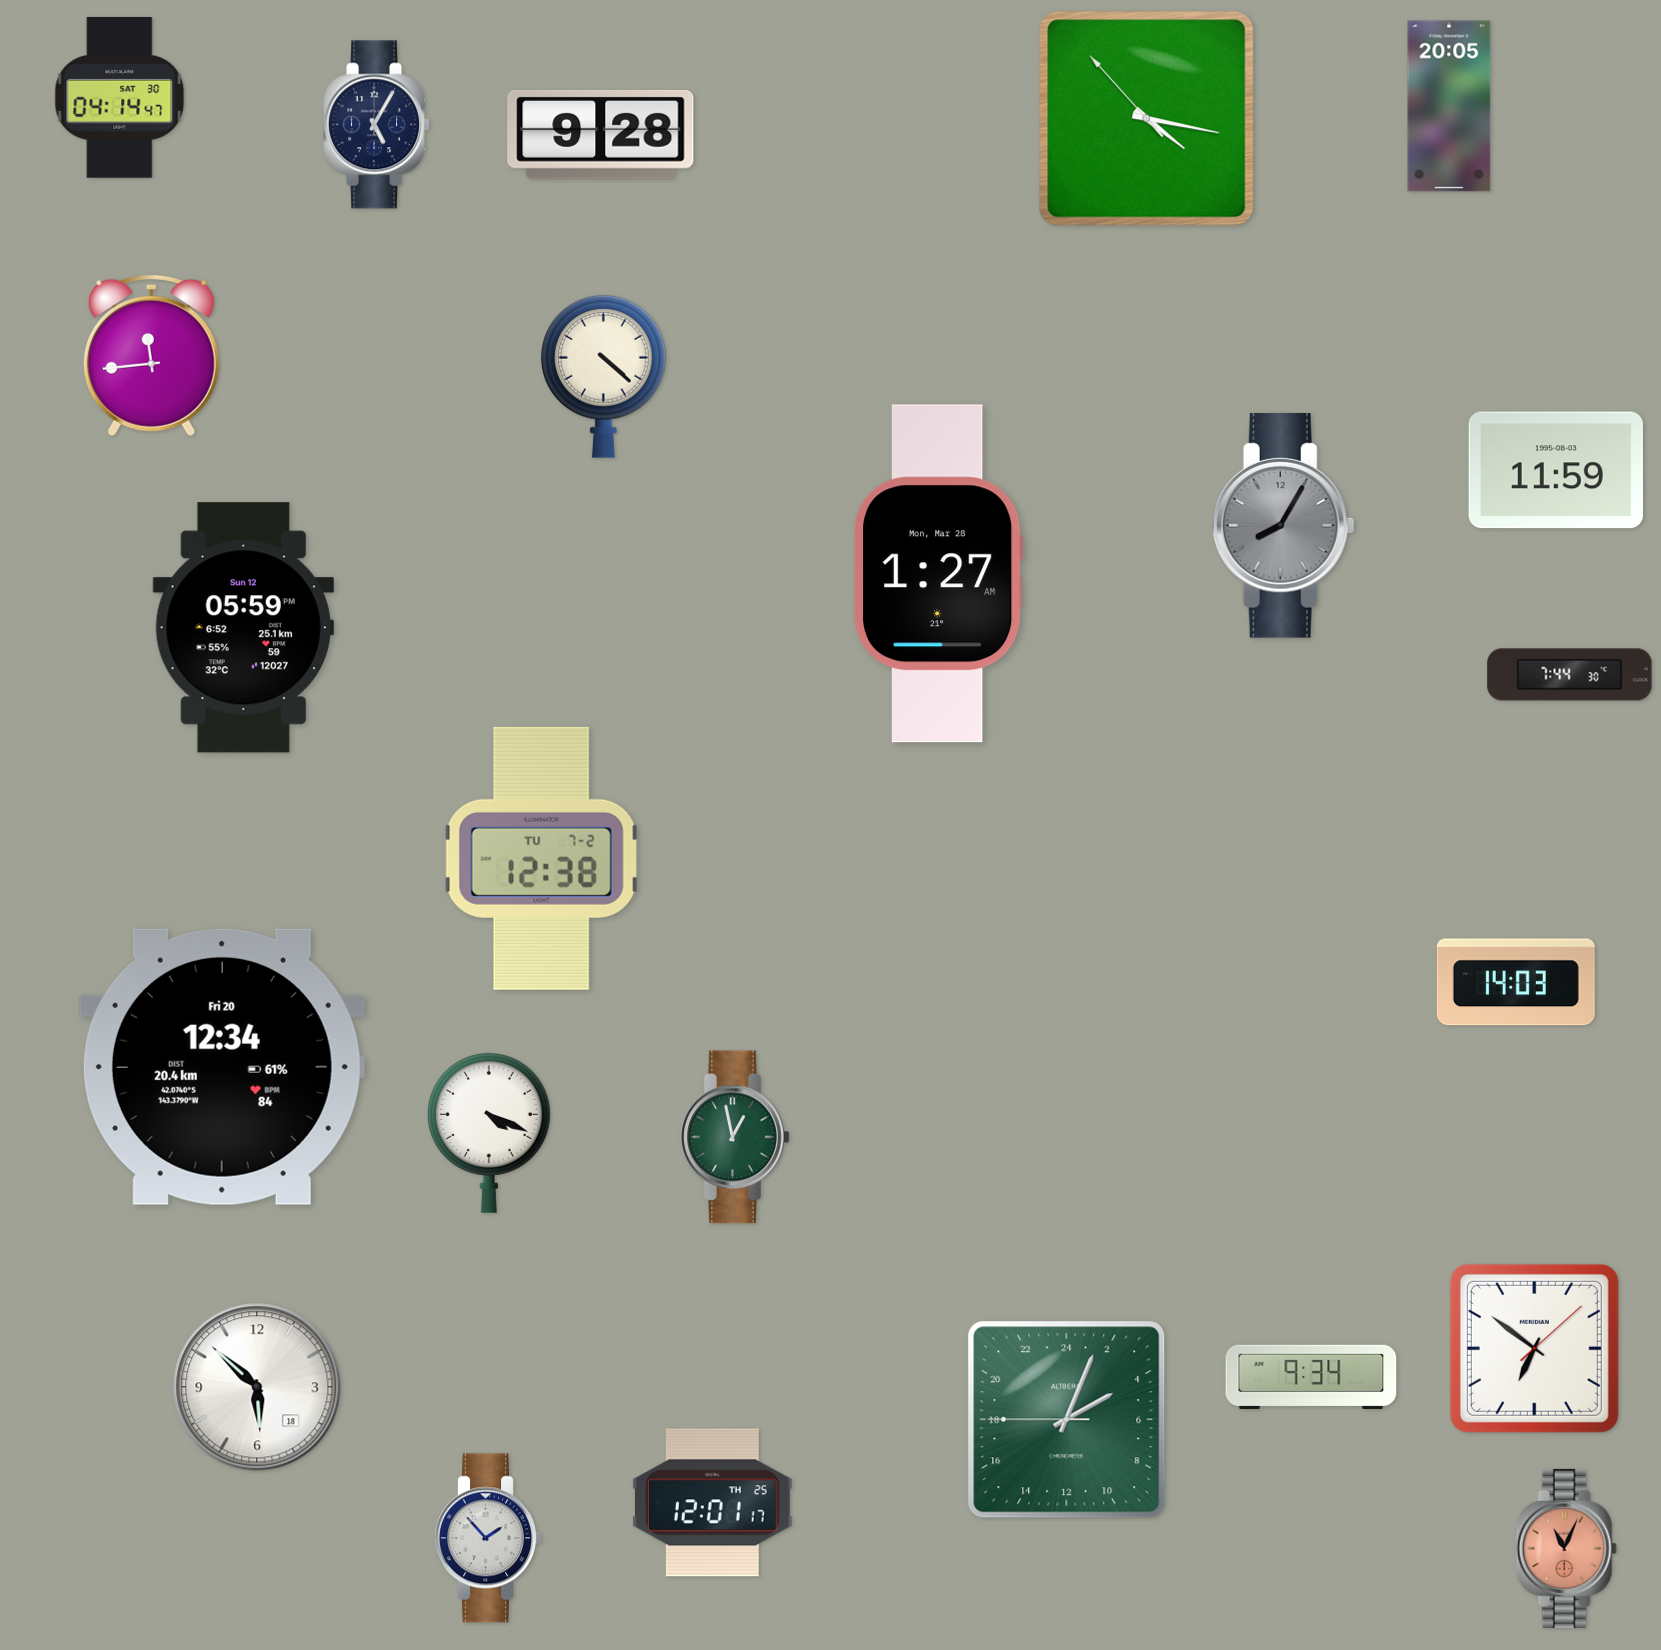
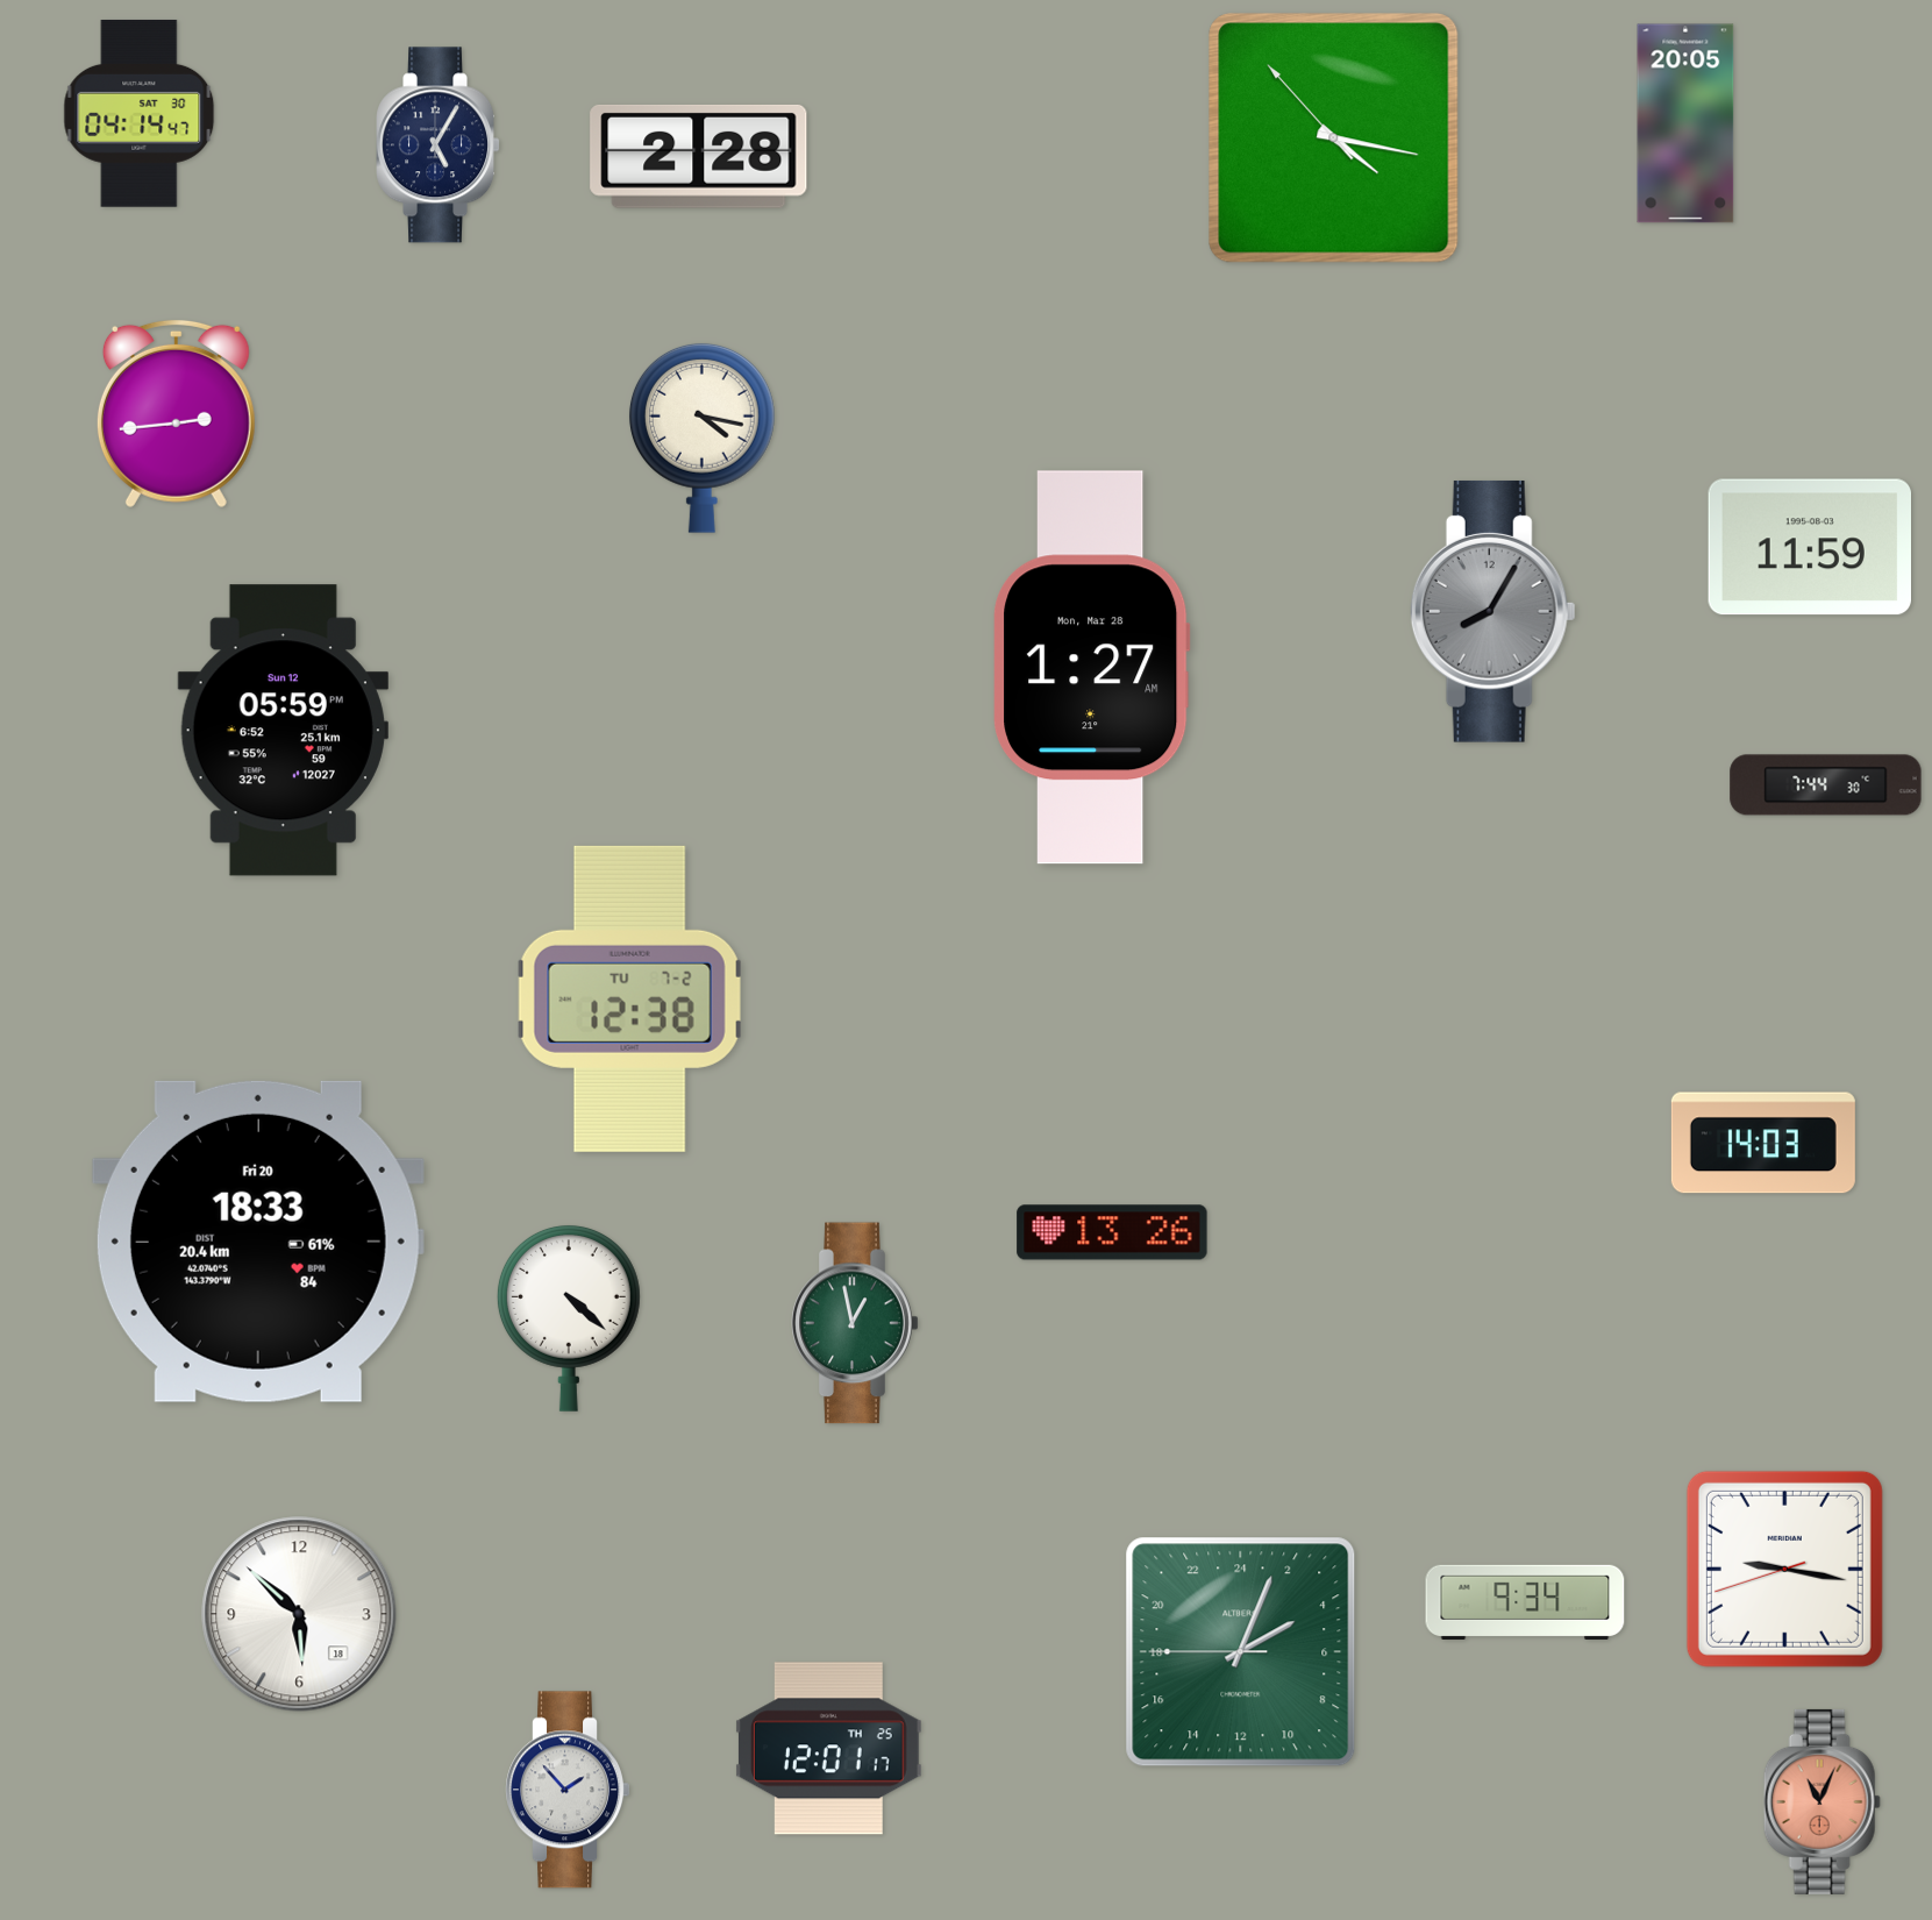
clock at (601, 134): 9:28 -> 2:28
clock at (151, 355): 11:44 -> 2:44
clock at (603, 376): 4:22 -> 4:17
clock at (1112, 1232): none -> 13:26
clock at (222, 1067): 12:34 -> 18:33
clock at (489, 1132): 4:19 -> 4:22
clock at (1534, 1348): 6:51 -> 9:16
